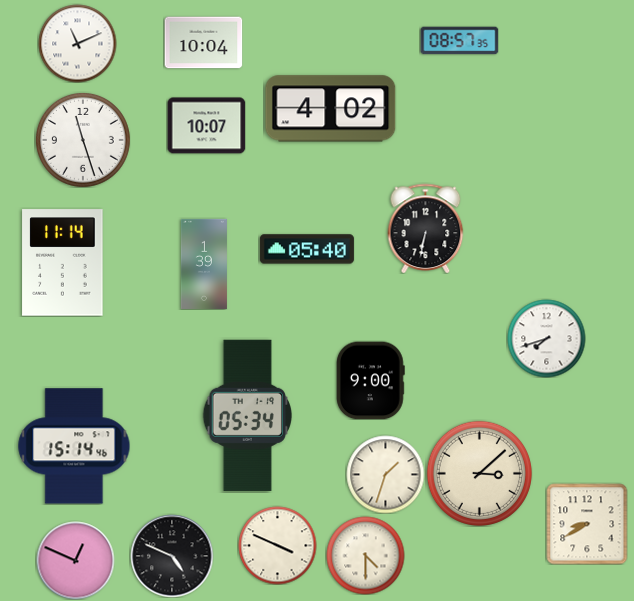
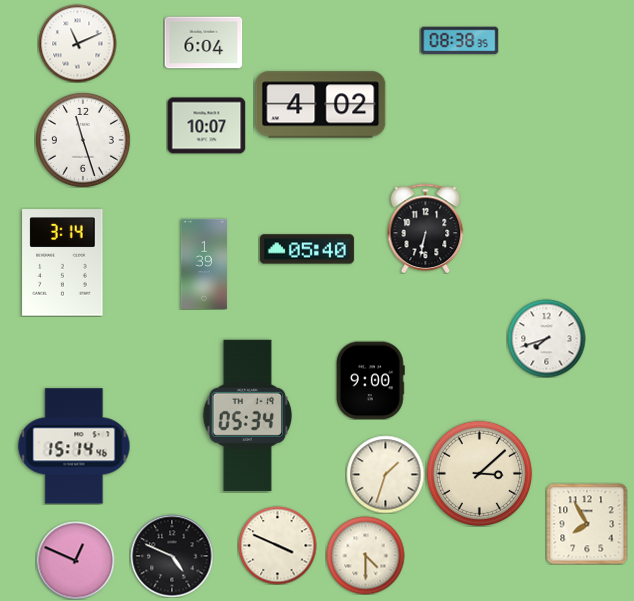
clock at (459, 41): 08:57 -> 08:38
clock at (203, 43): 10:04 -> 6:04
clock at (331, 109) position: (331, 109) -> (321, 105)
clock at (63, 263): 11:14 -> 3:14
clock at (587, 524): 8:40 -> 7:55
